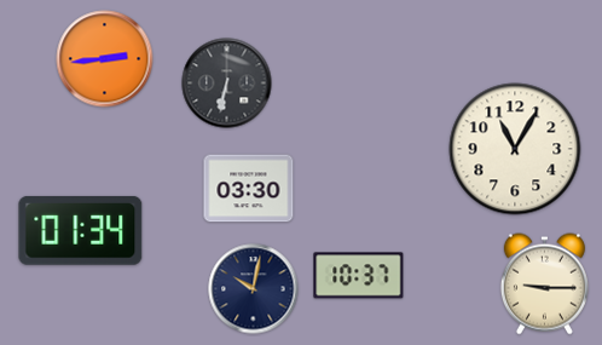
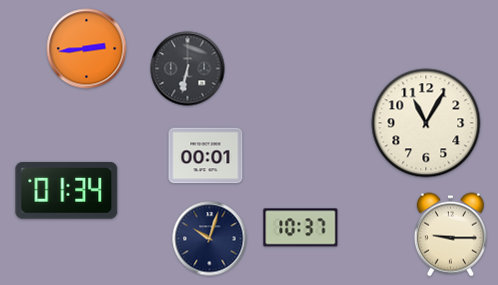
clock at (249, 189): 03:30 -> 00:01
clock at (359, 276) position: (359, 276) -> (301, 228)
clock at (254, 289): 10:02 -> 10:03
